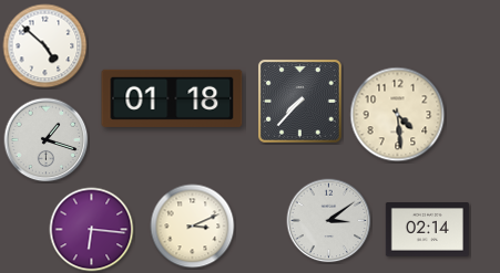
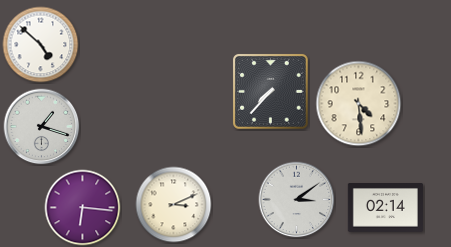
clock at (45, 46) position: (45, 46) -> (41, 45)
clock at (172, 98): 01:18 -> none
